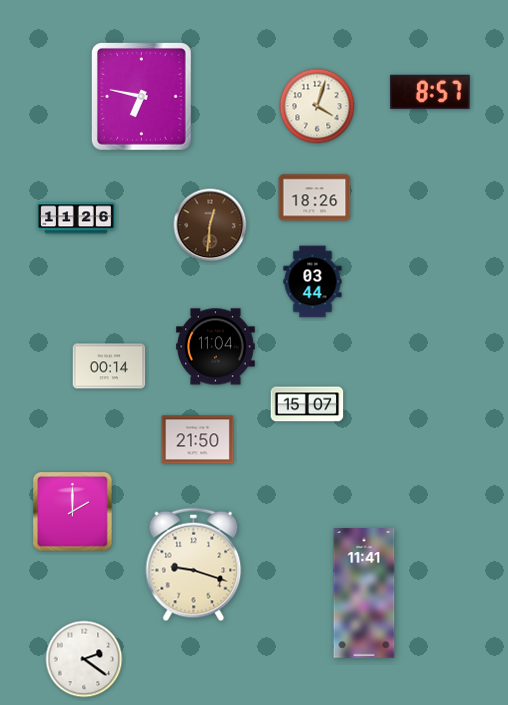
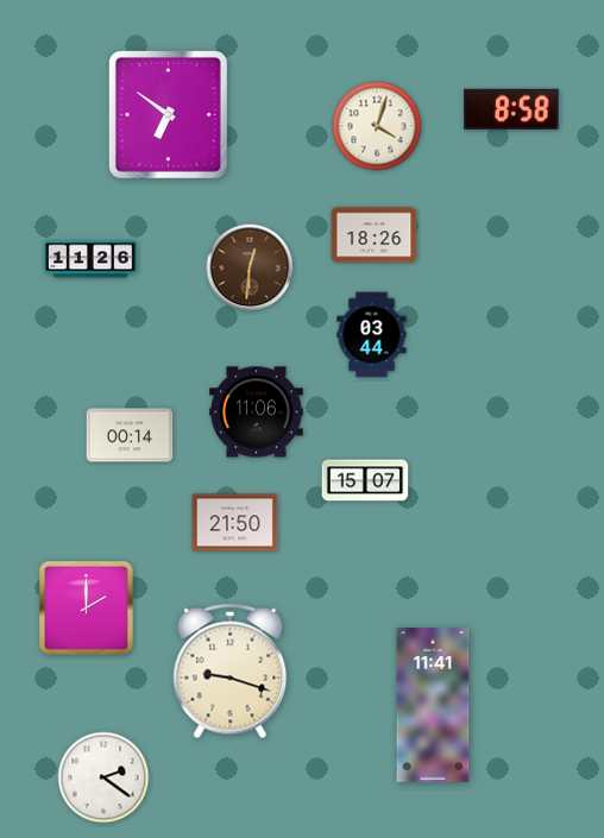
clock at (430, 92): 8:57 -> 8:58
clock at (142, 97): 6:47 -> 6:51
clock at (216, 347): 11:04 -> 11:06
clock at (84, 659) position: (84, 659) -> (103, 777)
